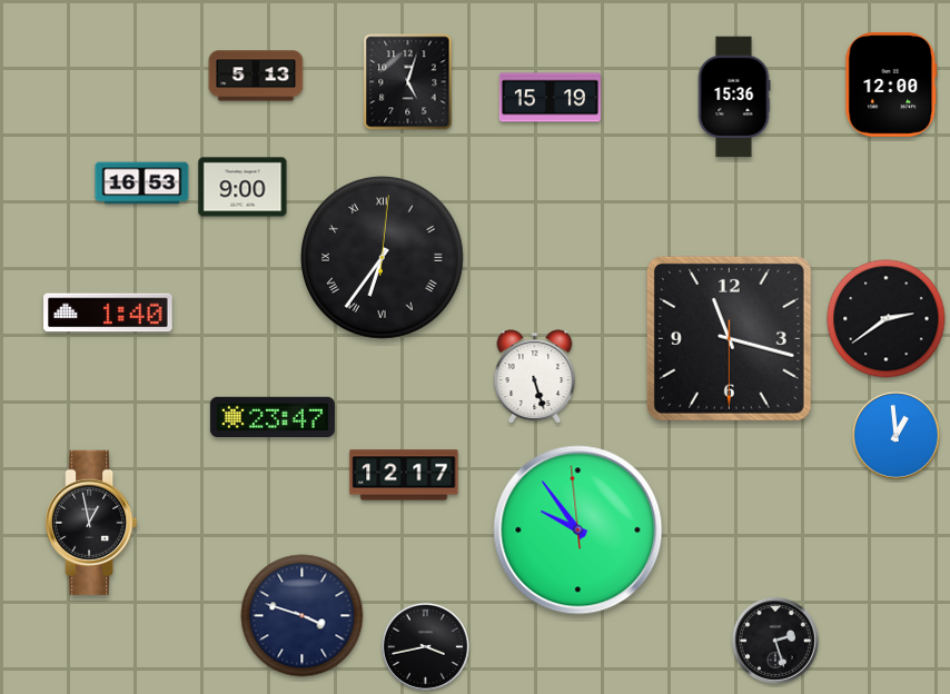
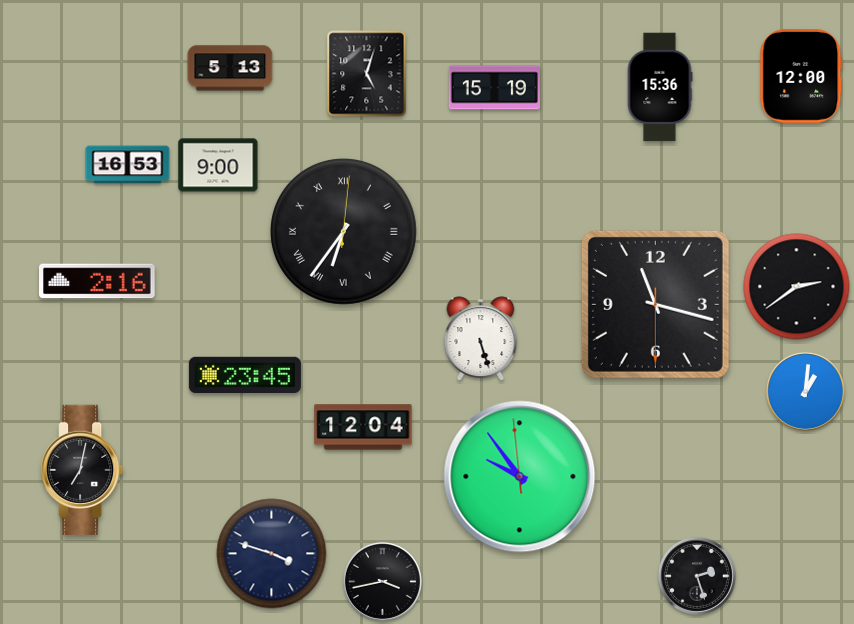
clock at (243, 187) position: (243, 187) -> (218, 165)
clock at (108, 313): 1:40 -> 2:16
clock at (273, 416): 23:47 -> 23:45
clock at (895, 435): 12:59 -> 1:01
clock at (404, 475): 12:17 -> 12:04
clock at (91, 523): 12:58 -> 7:02
